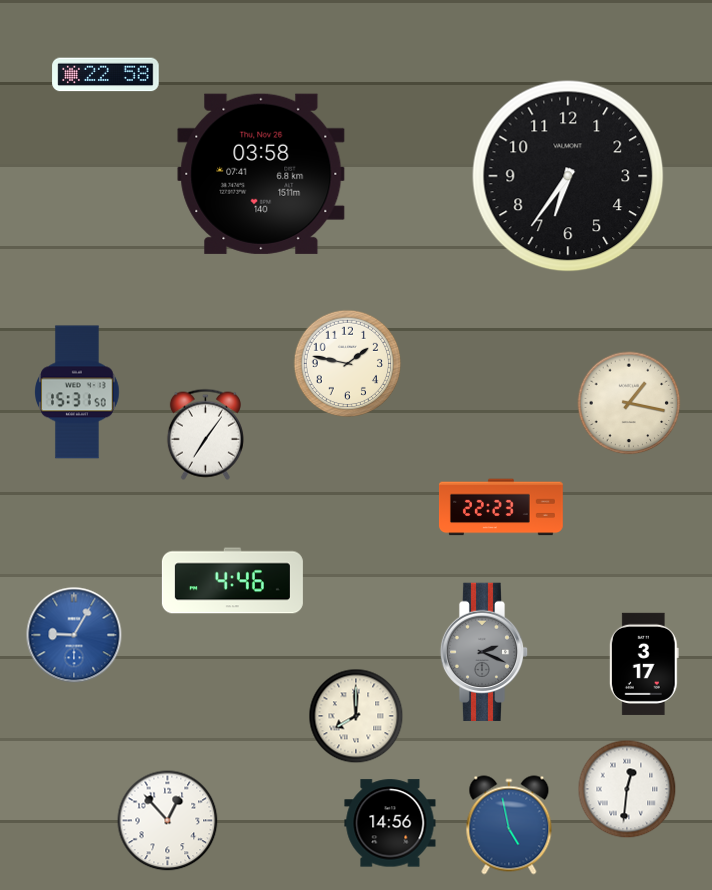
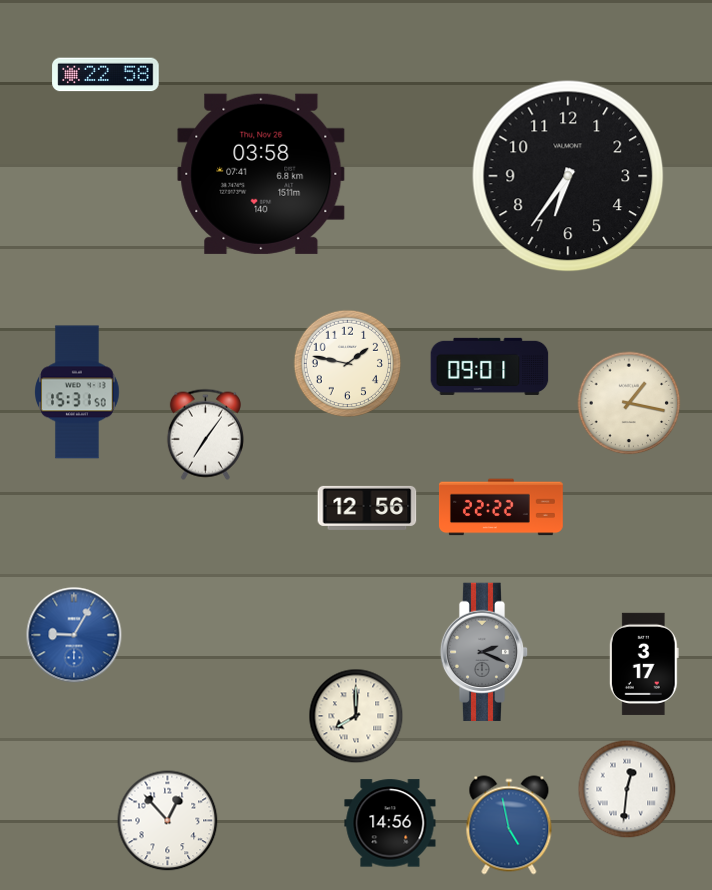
clock at (490, 366): none -> 09:01
clock at (501, 507): 22:23 -> 22:22
clock at (367, 508): none -> 12:56
clock at (232, 581): 4:46 -> none
